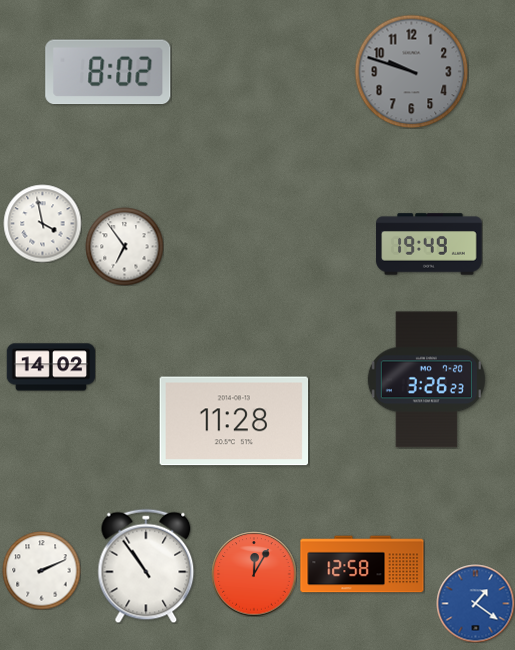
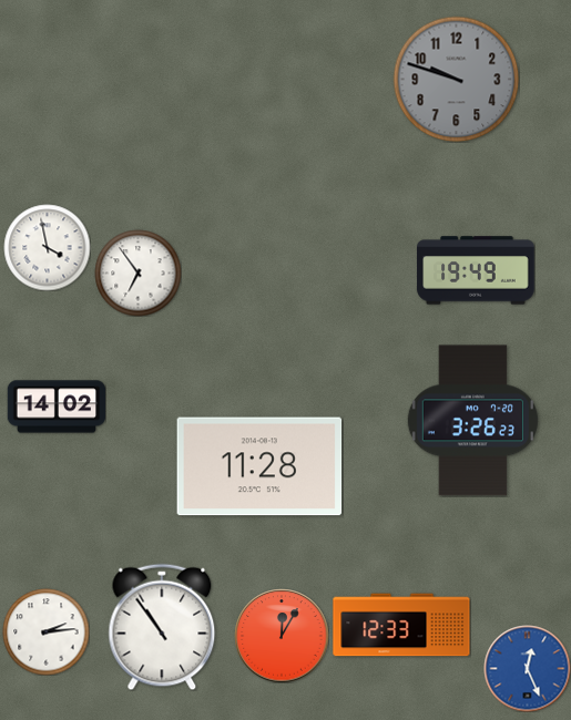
clock at (108, 72): 8:02 -> none
clock at (362, 564): 12:58 -> 12:33
clock at (41, 570): 2:11 -> 2:14
clock at (475, 603): 1:21 -> 12:26
